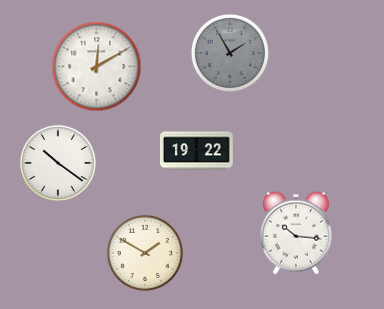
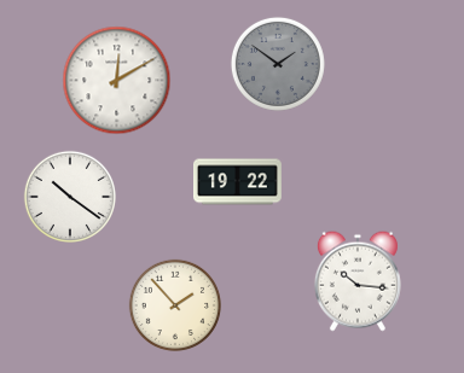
clock at (230, 53): 1:55 -> 1:51
clock at (144, 252): 1:50 -> 1:53
